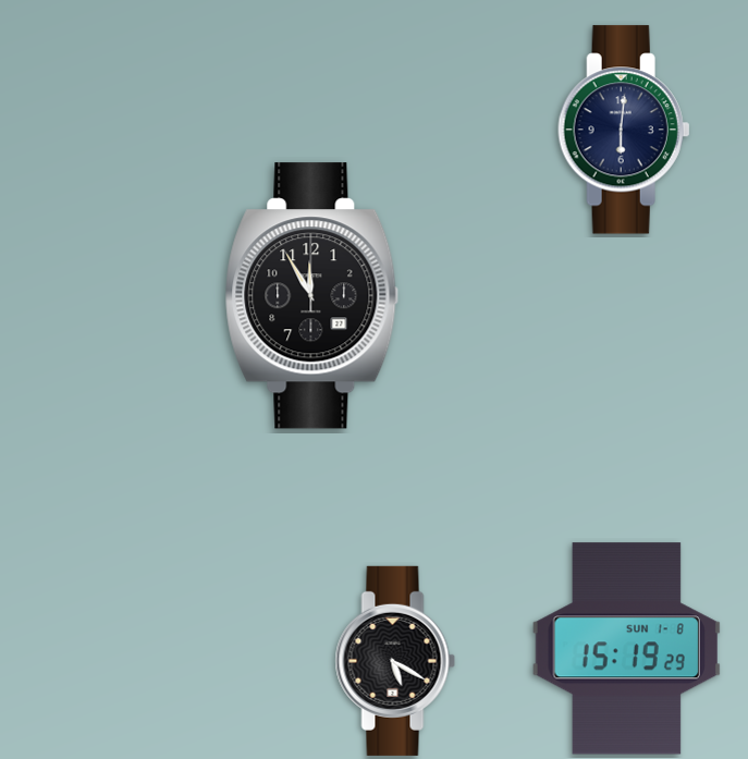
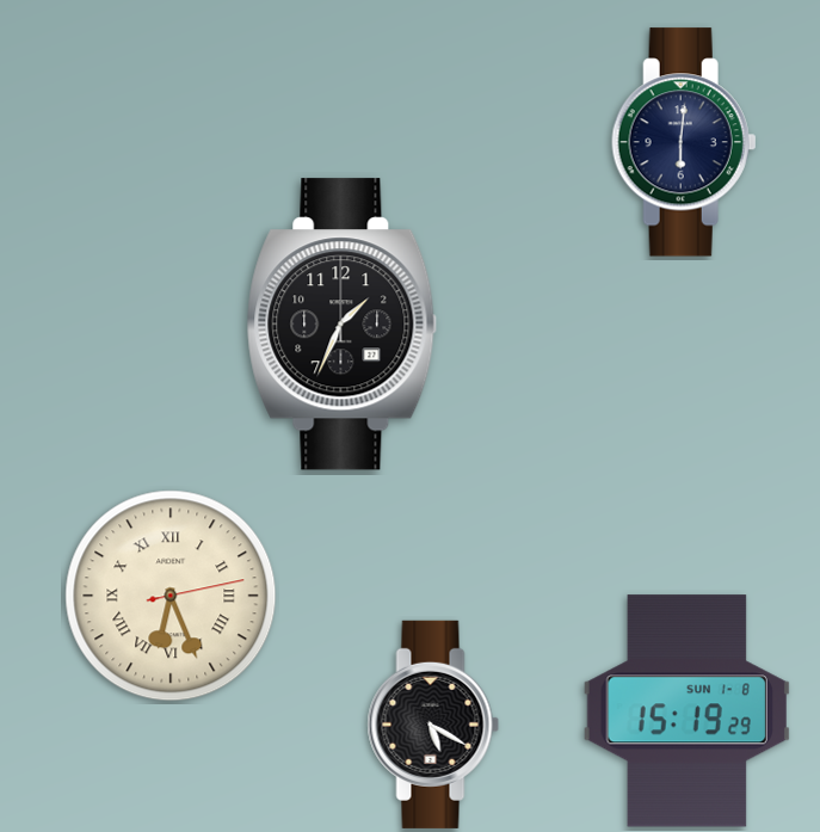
clock at (312, 296): 11:55 -> 1:34
clock at (171, 596): none -> 6:26
